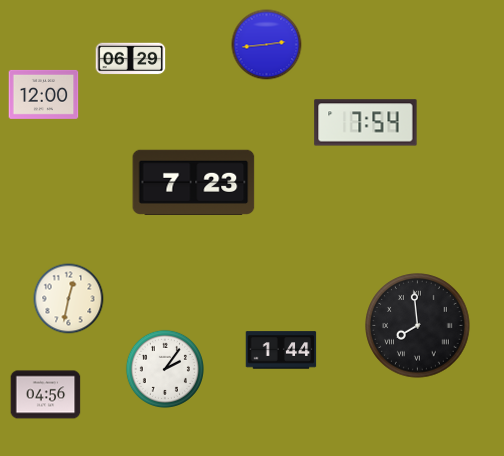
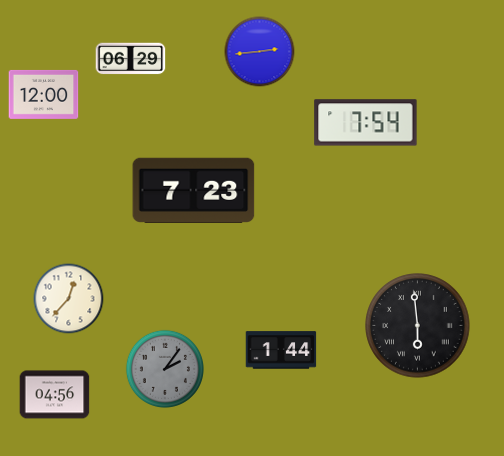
clock at (267, 45) position: (267, 45) -> (260, 52)
clock at (194, 182) position: (194, 182) -> (194, 190)
clock at (69, 299): 12:32 -> 12:37
clock at (418, 326): 7:59 -> 5:59
clock at (165, 369) dial: white -> grey
clock at (46, 395) position: (46, 395) -> (55, 395)
